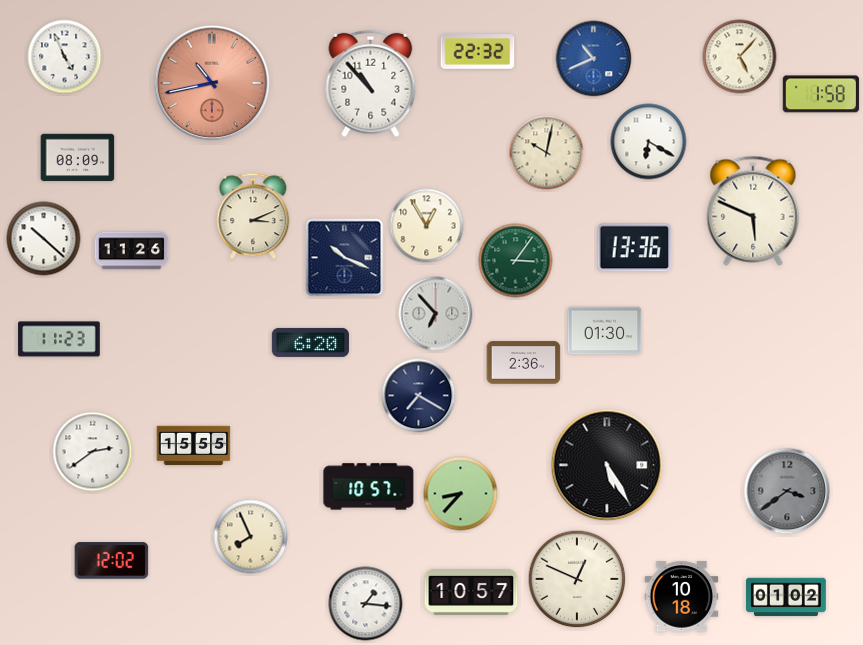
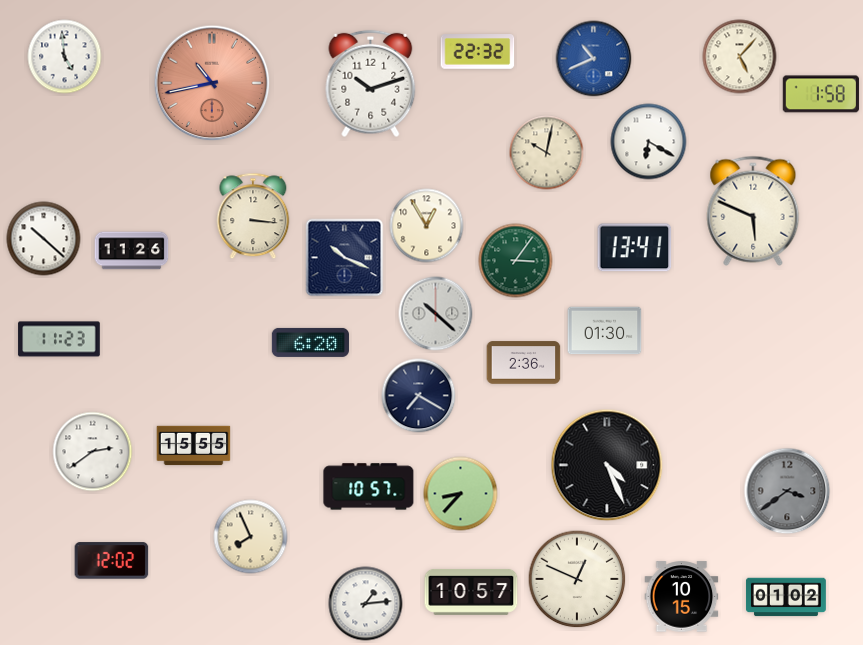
clock at (65, 57): 4:56 -> 4:59
clock at (371, 84): 10:53 -> 10:12
clock at (78, 158): 08:09 -> none
clock at (253, 216): 3:11 -> 3:16
clock at (635, 248): 13:36 -> 13:41
clock at (436, 314): 6:53 -> 10:22
clock at (607, 465): 5:25 -> 4:26
clock at (682, 597): 10:18 -> 10:15
clock at (366, 604): 1:16 -> 1:14
